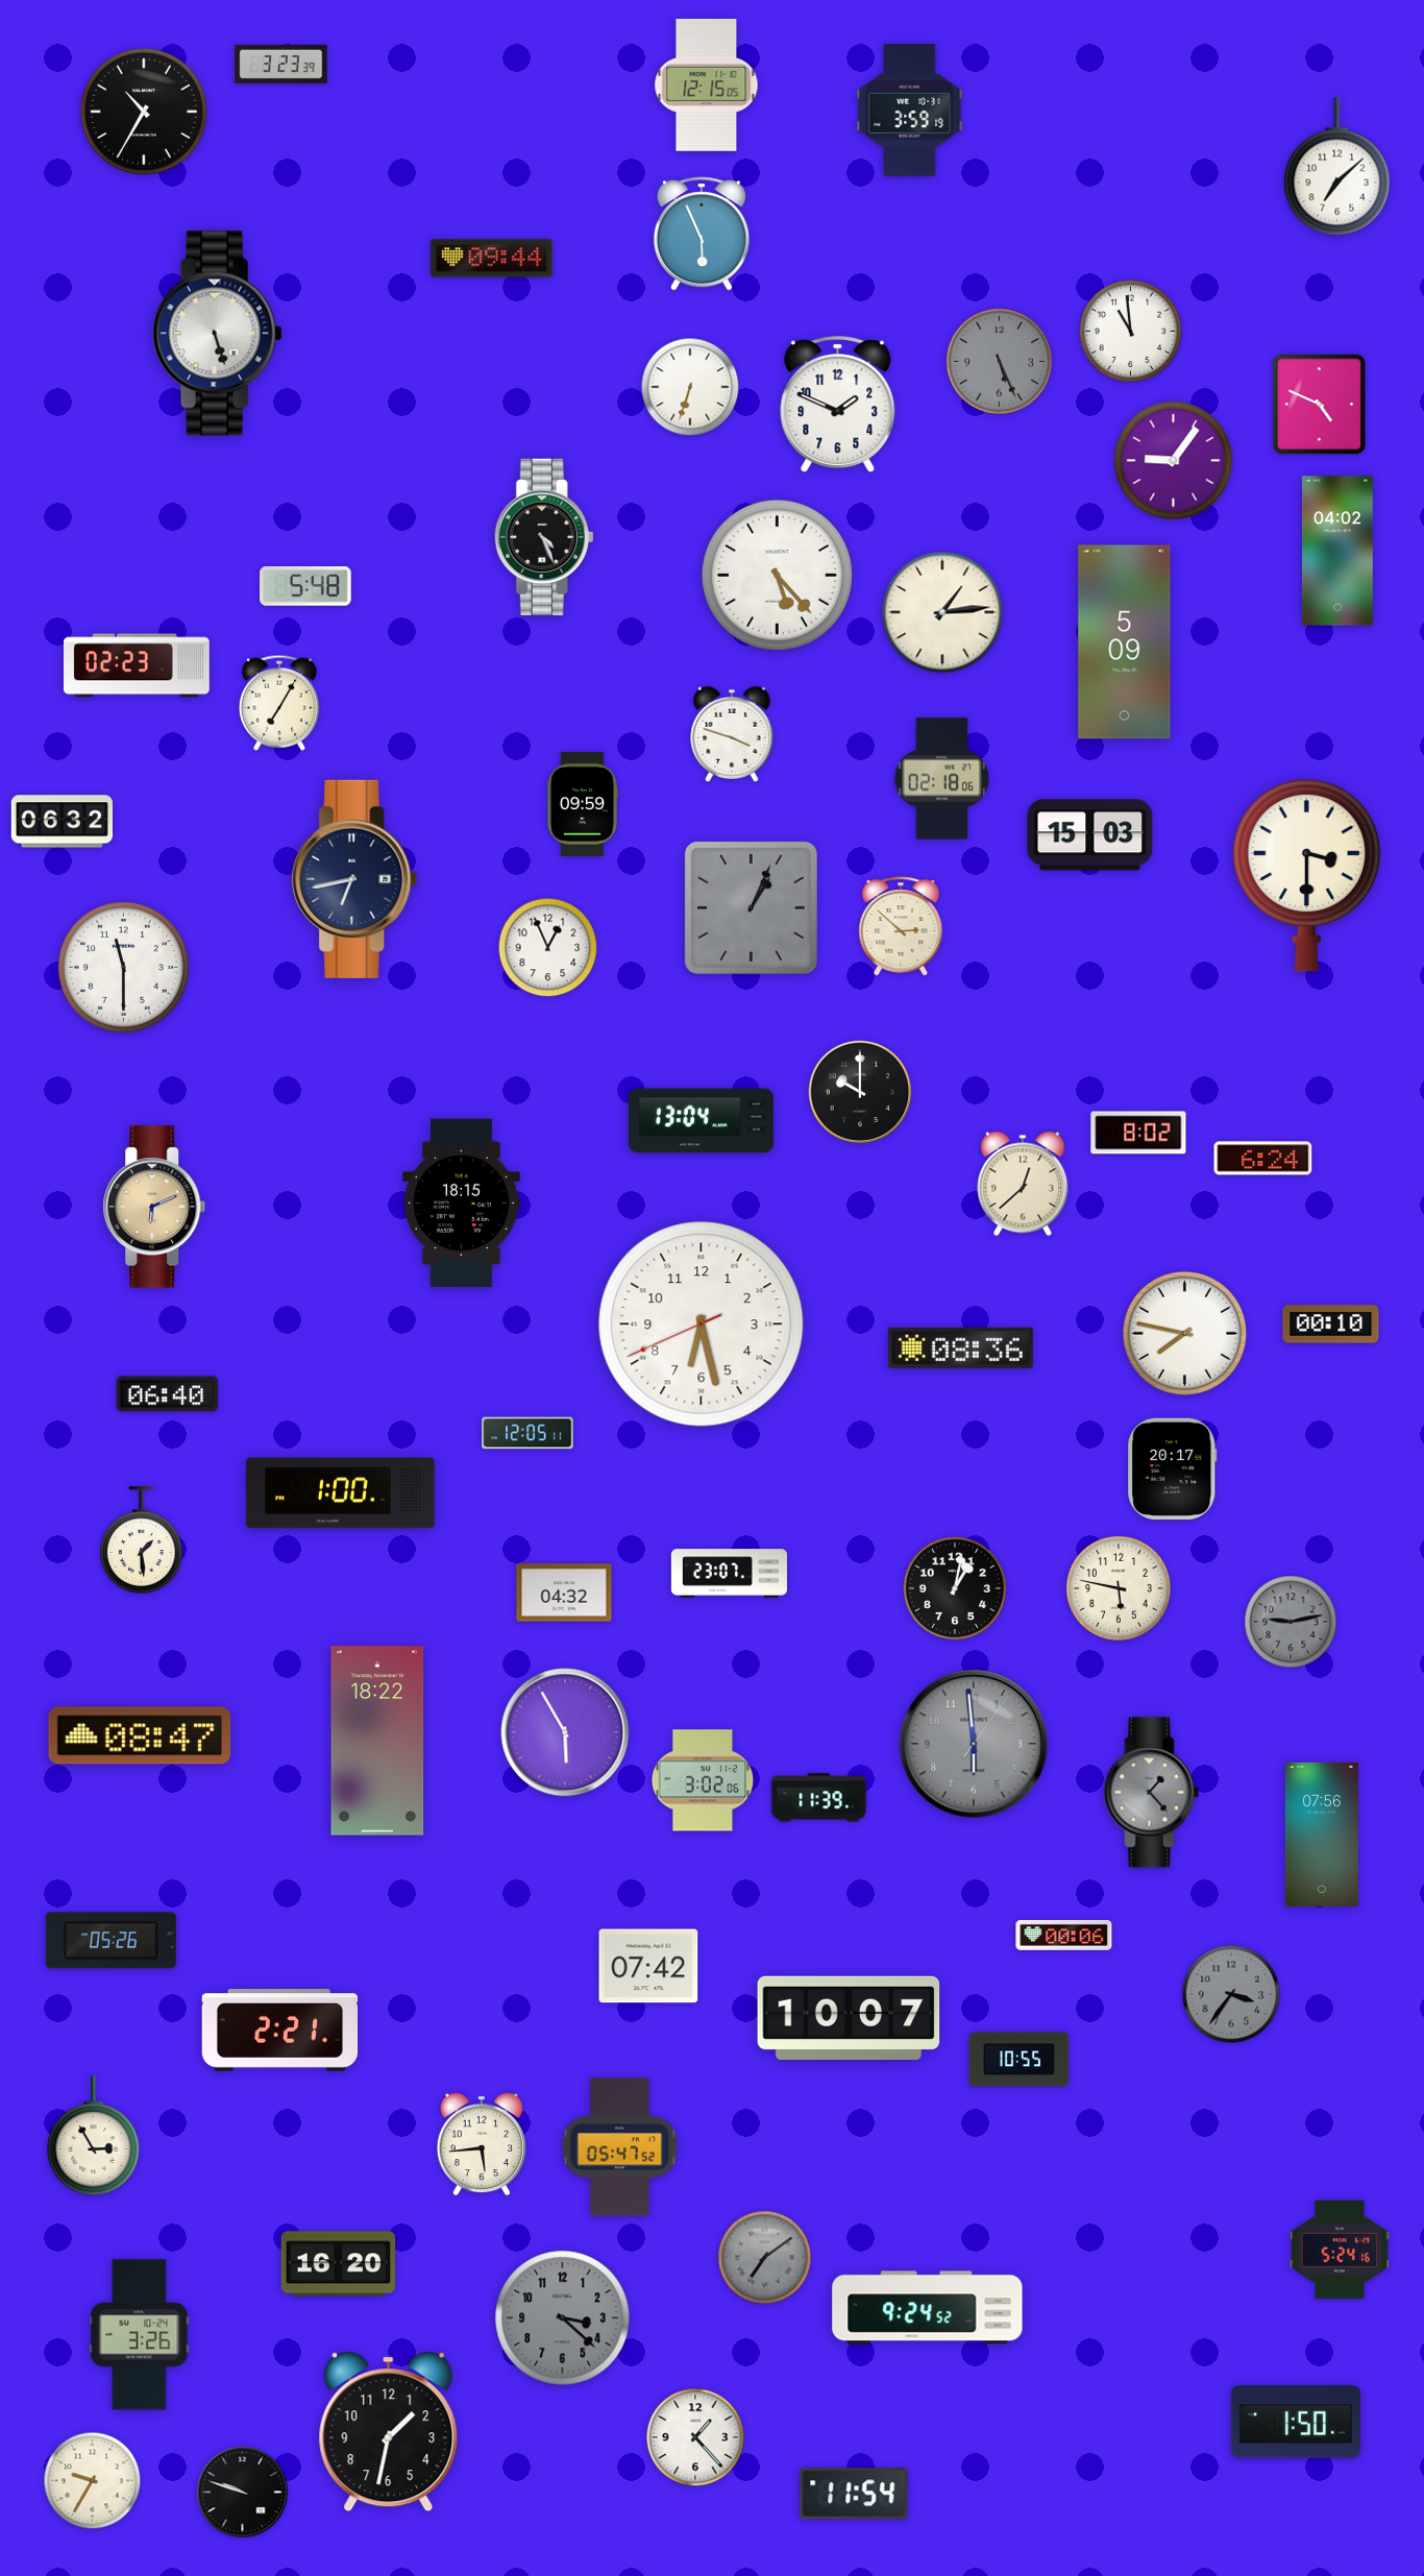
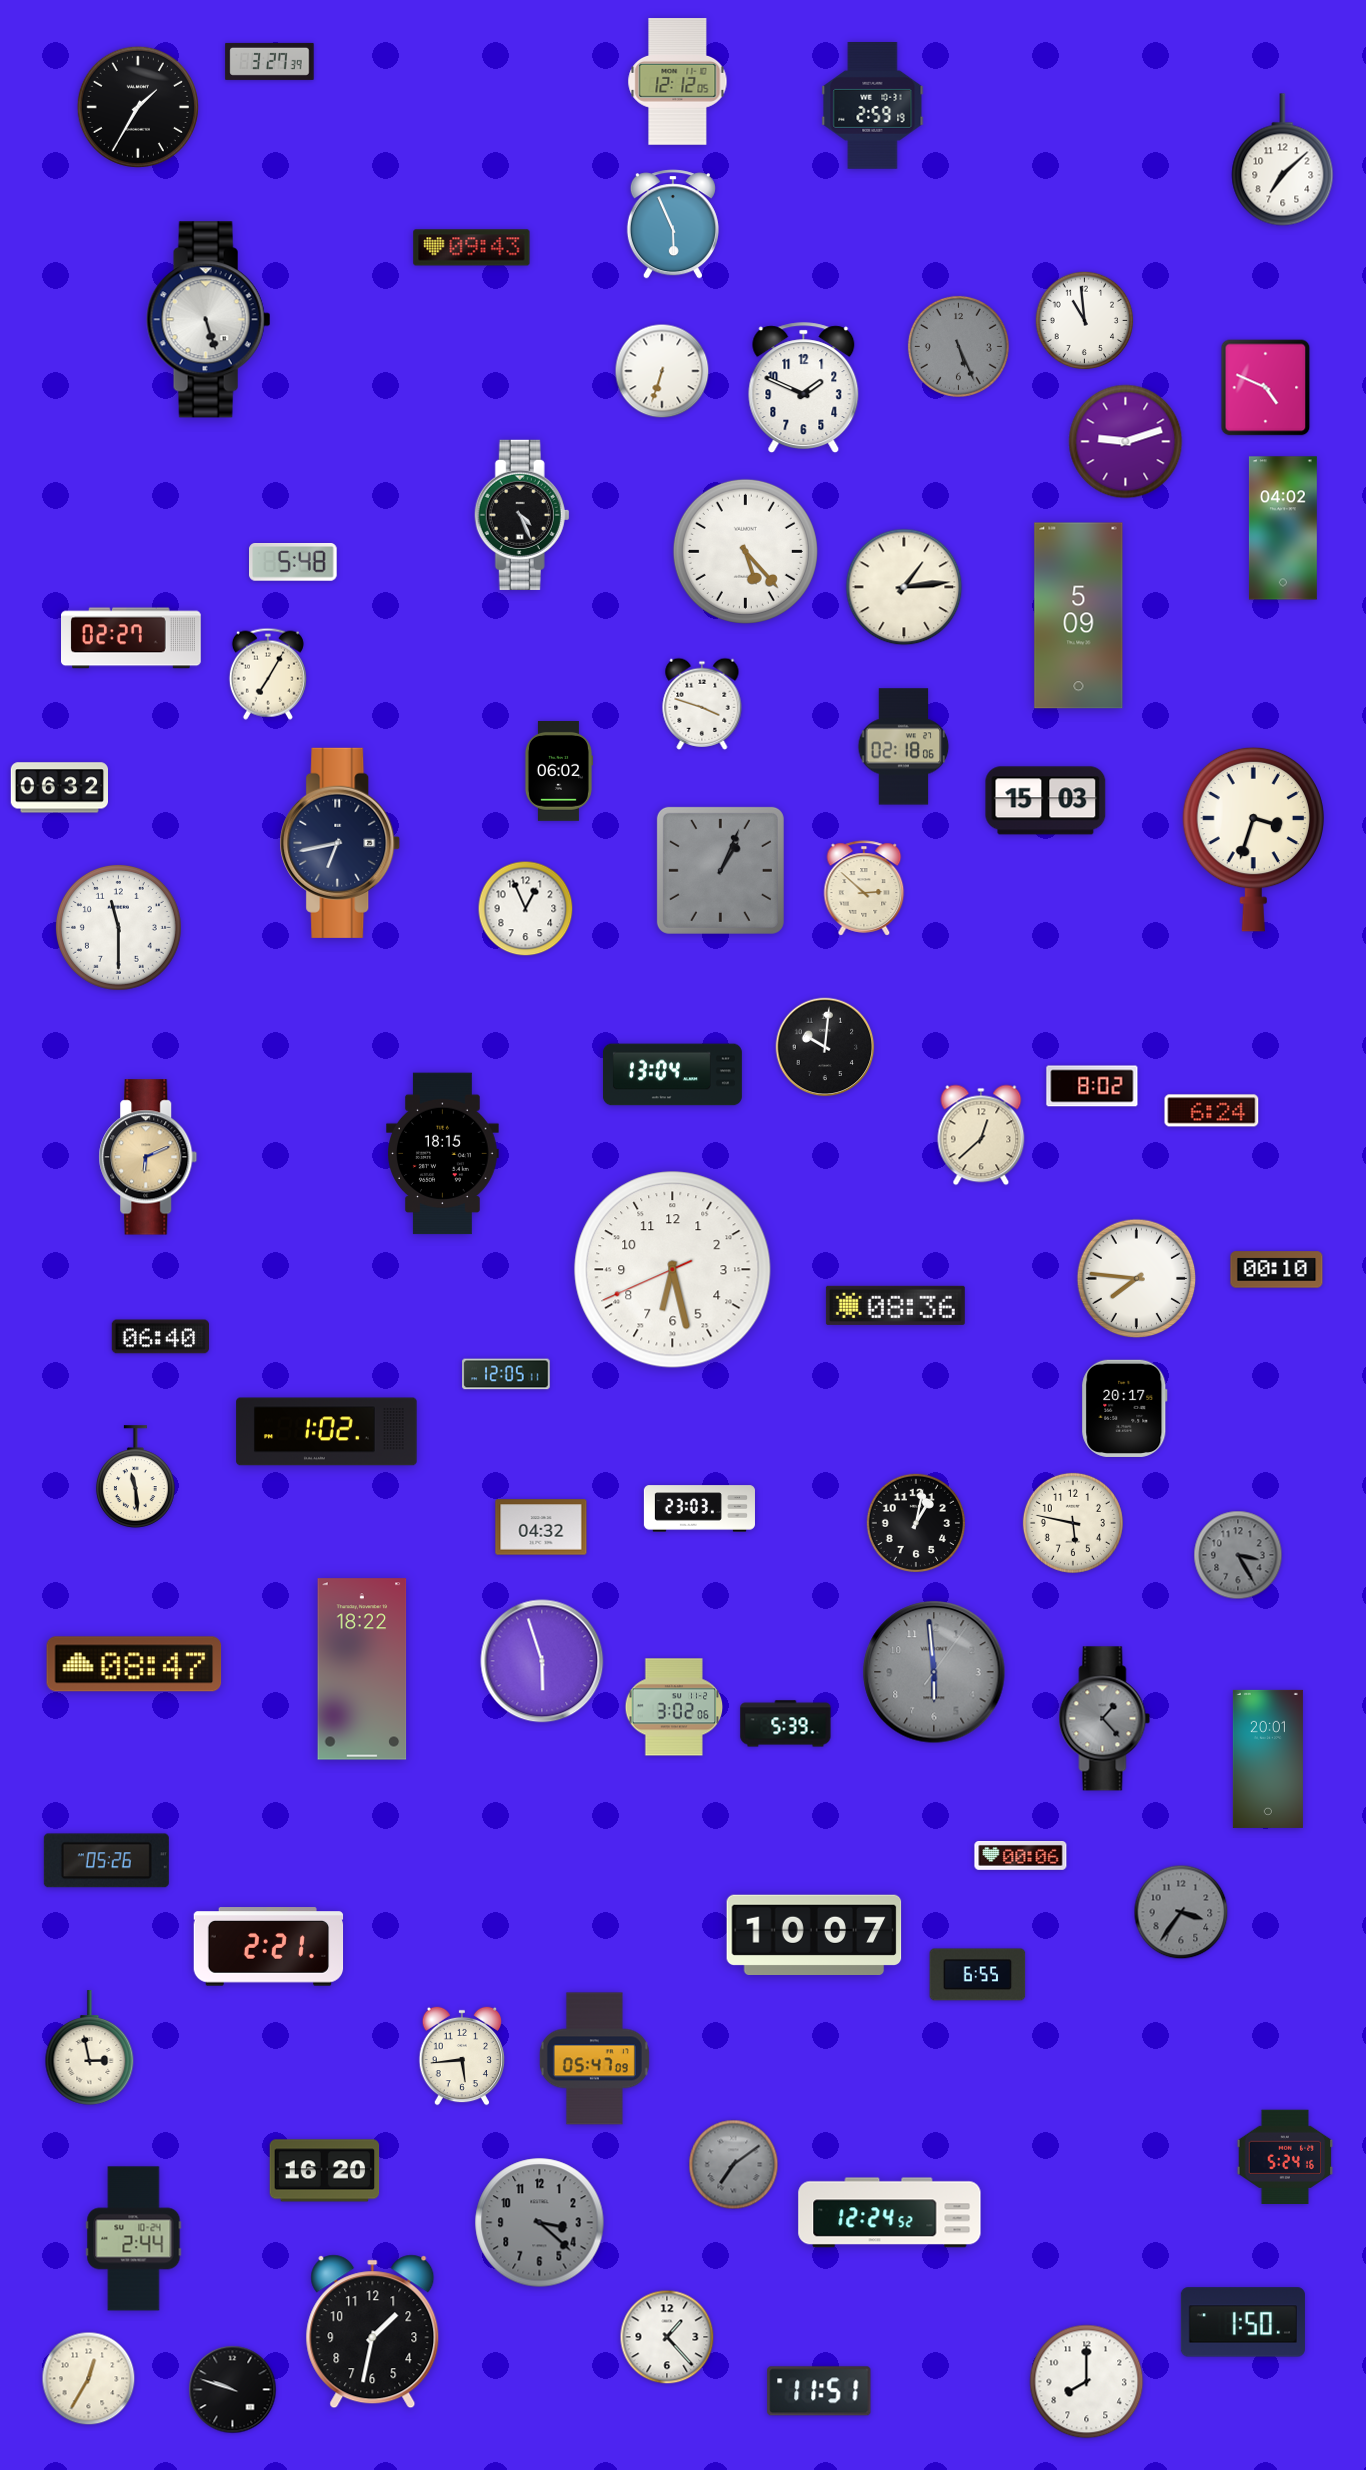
clock at (281, 64): 3:23 -> 3:27
clock at (707, 86): 12:15 -> 12:12
clock at (910, 111): 3:59 -> 2:59
clock at (144, 112): 10:35 -> 1:35
clock at (492, 259): 09:44 -> 09:43
clock at (1131, 332) position: (1131, 332) -> (1085, 321)
clock at (1174, 461): 9:06 -> 9:12
clock at (138, 665): 02:23 -> 02:27
clock at (582, 805): 09:59 -> 06:02
clock at (1306, 875): 3:30 -> 3:33
clock at (860, 1092): 10:00 -> 10:01
clock at (1185, 1334): 7:47 -> 7:46
clock at (960, 1347) position: (960, 1347) -> (895, 1305)
clock at (341, 1493): 1:00 -> 1:02
clock at (141, 1539): 1:29 -> 11:29
clock at (729, 1574): 23:07 -> 23:03
clock at (1291, 1622): 9:13 -> 3:25
clock at (565, 1732): 5:55 -> 5:57
clock at (819, 1798): 11:39 -> 5:39
clock at (1322, 1834): 07:56 -> 20:01
clock at (648, 1966): 07:42 -> none
clock at (1020, 2060): 10:55 -> 6:55
clock at (94, 2136): 2:55 -> 2:58
clock at (619, 2147): 05:47:52 -> 05:47:09
clock at (928, 2308): 9:24 -> 12:24
clock at (140, 2335): 3:26 -> 2:44
clock at (93, 2481): 9:35 -> 12:35
clock at (1087, 2382): none -> 8:00
clock at (854, 2494): 11:54 -> 11:51
